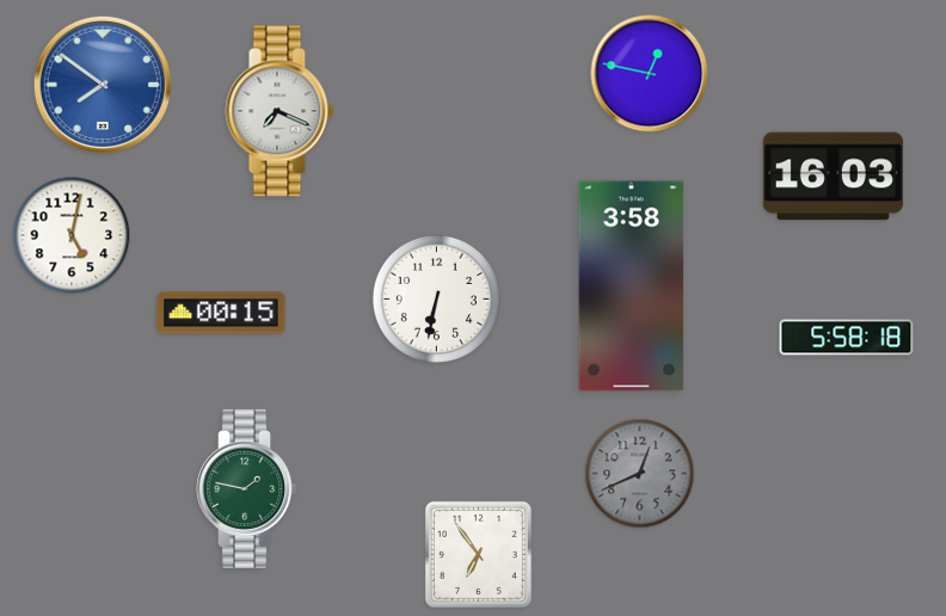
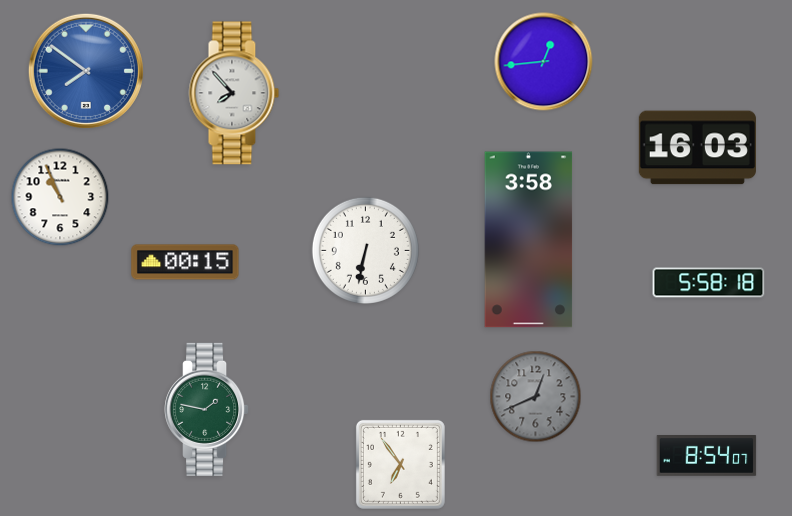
clock at (650, 74): 12:47 -> 12:44
clock at (279, 111): 7:19 -> 7:53
clock at (72, 235): 5:02 -> 10:56
clock at (707, 456): none -> 8:54
